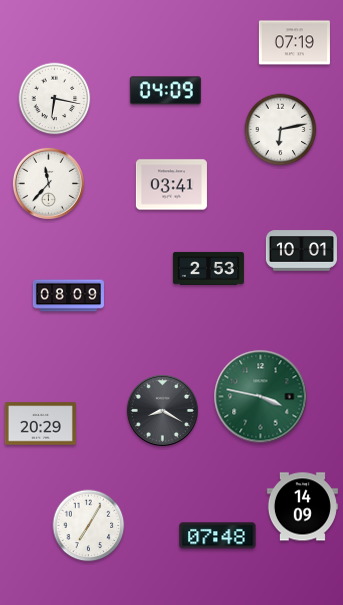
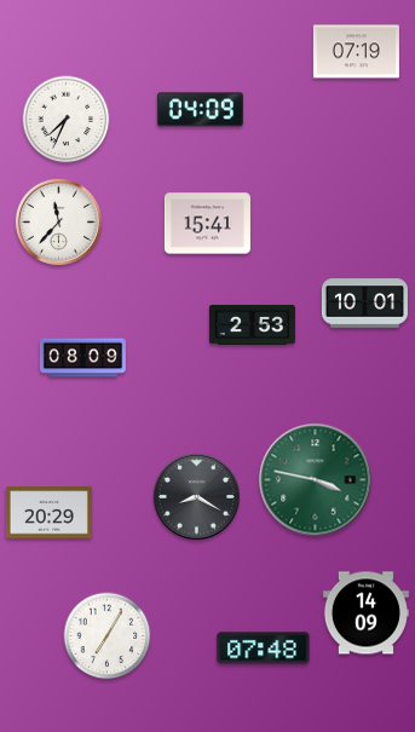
clock at (55, 99): 6:17 -> 7:34
clock at (281, 130): 6:13 -> none
clock at (171, 185): 03:41 -> 15:41
